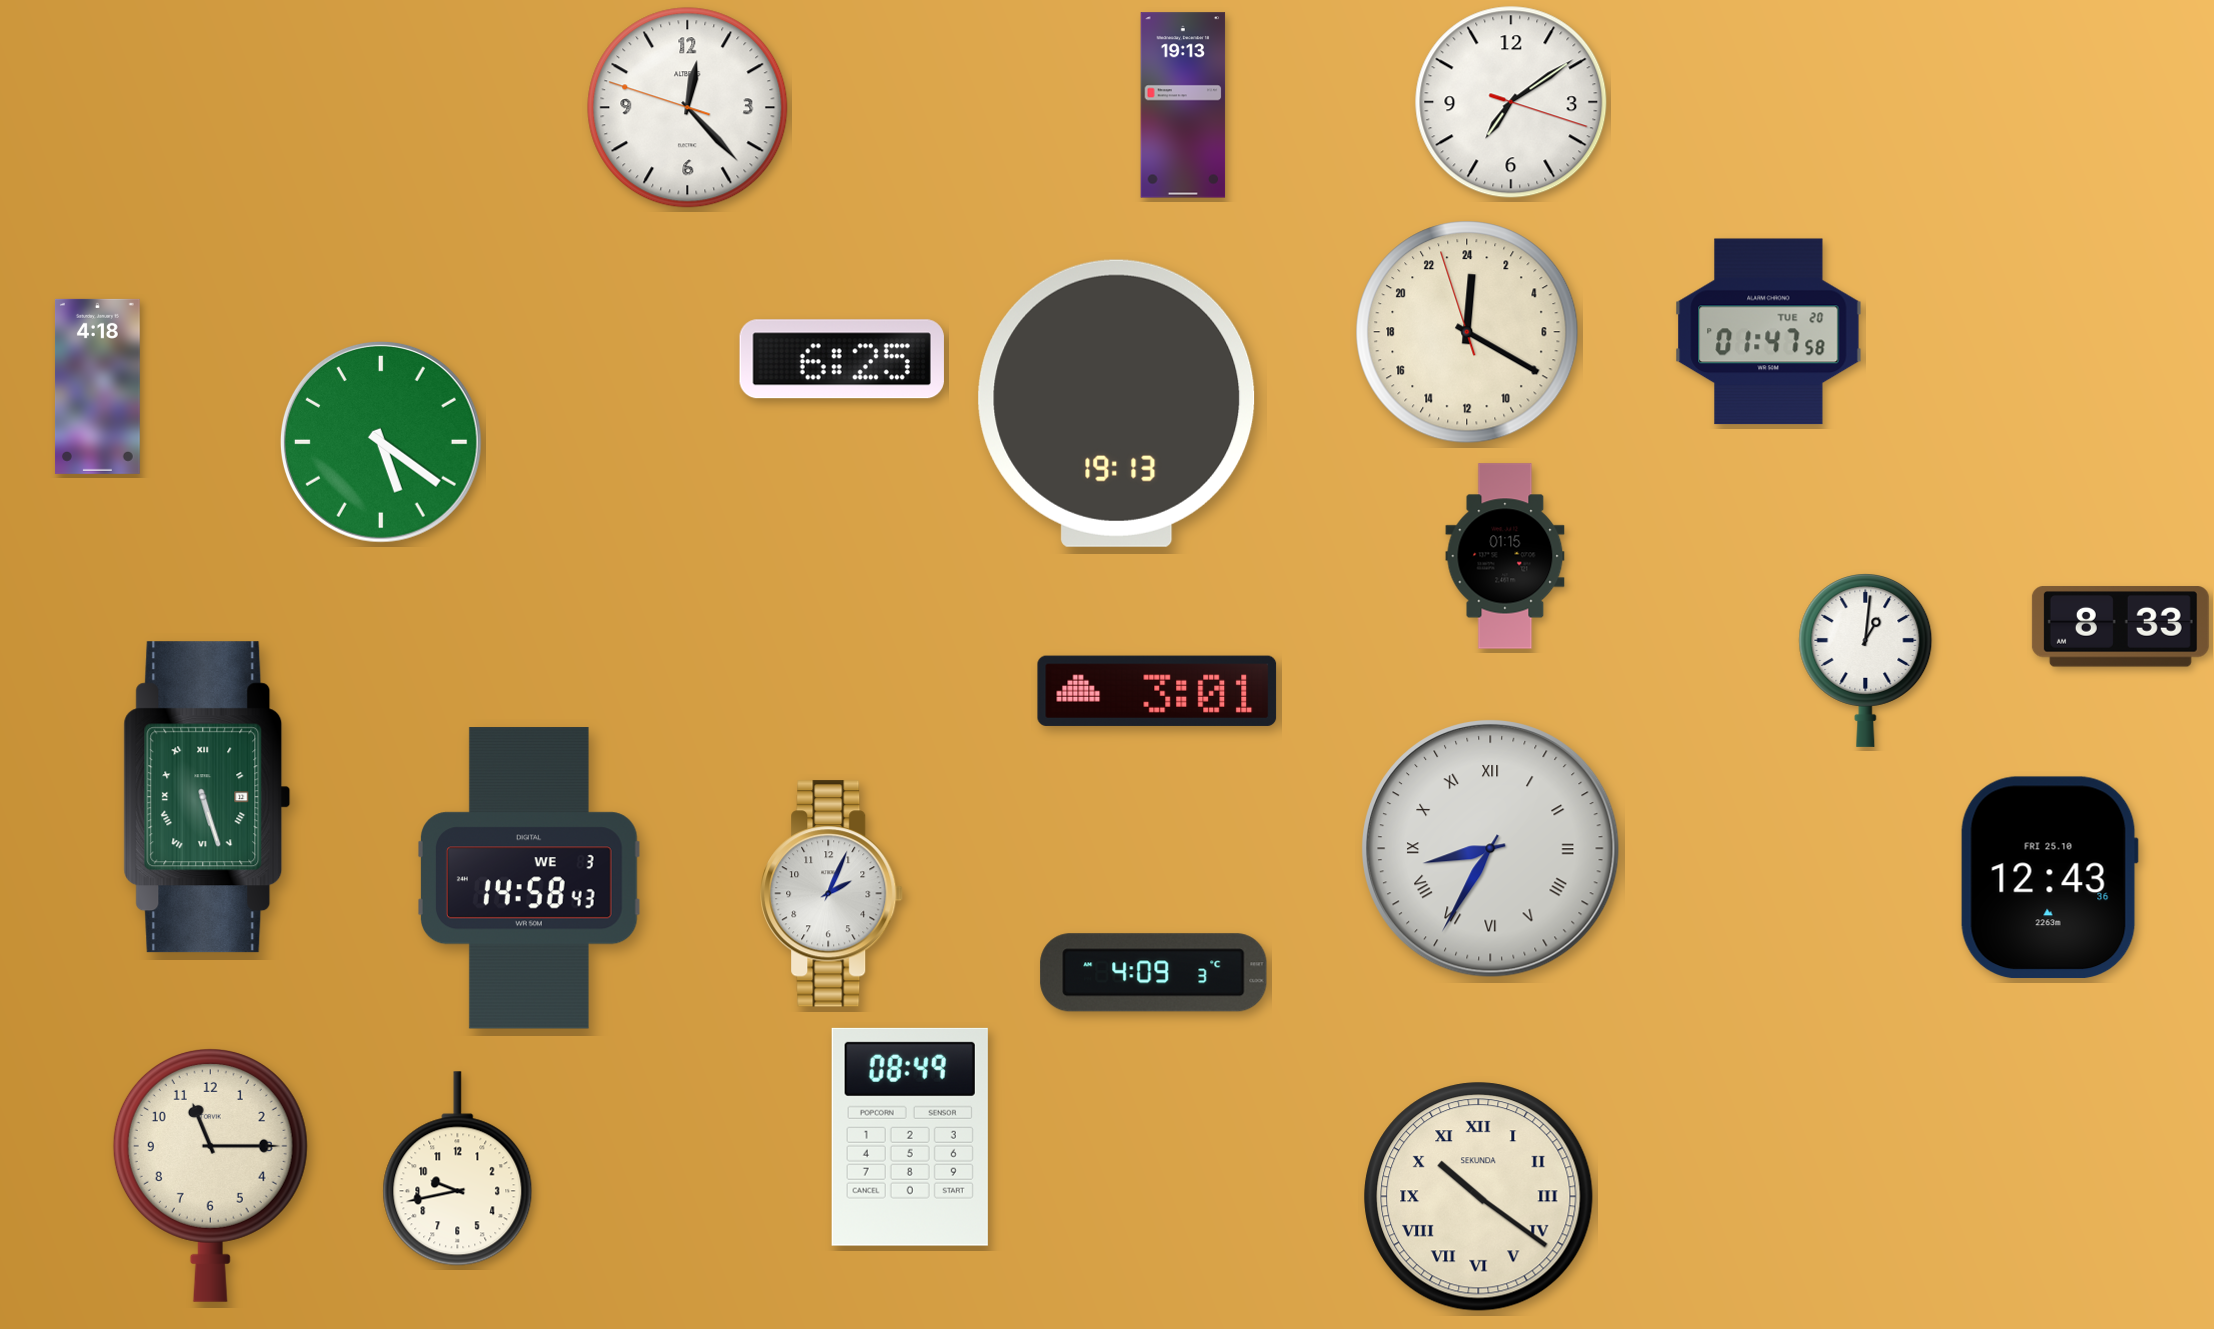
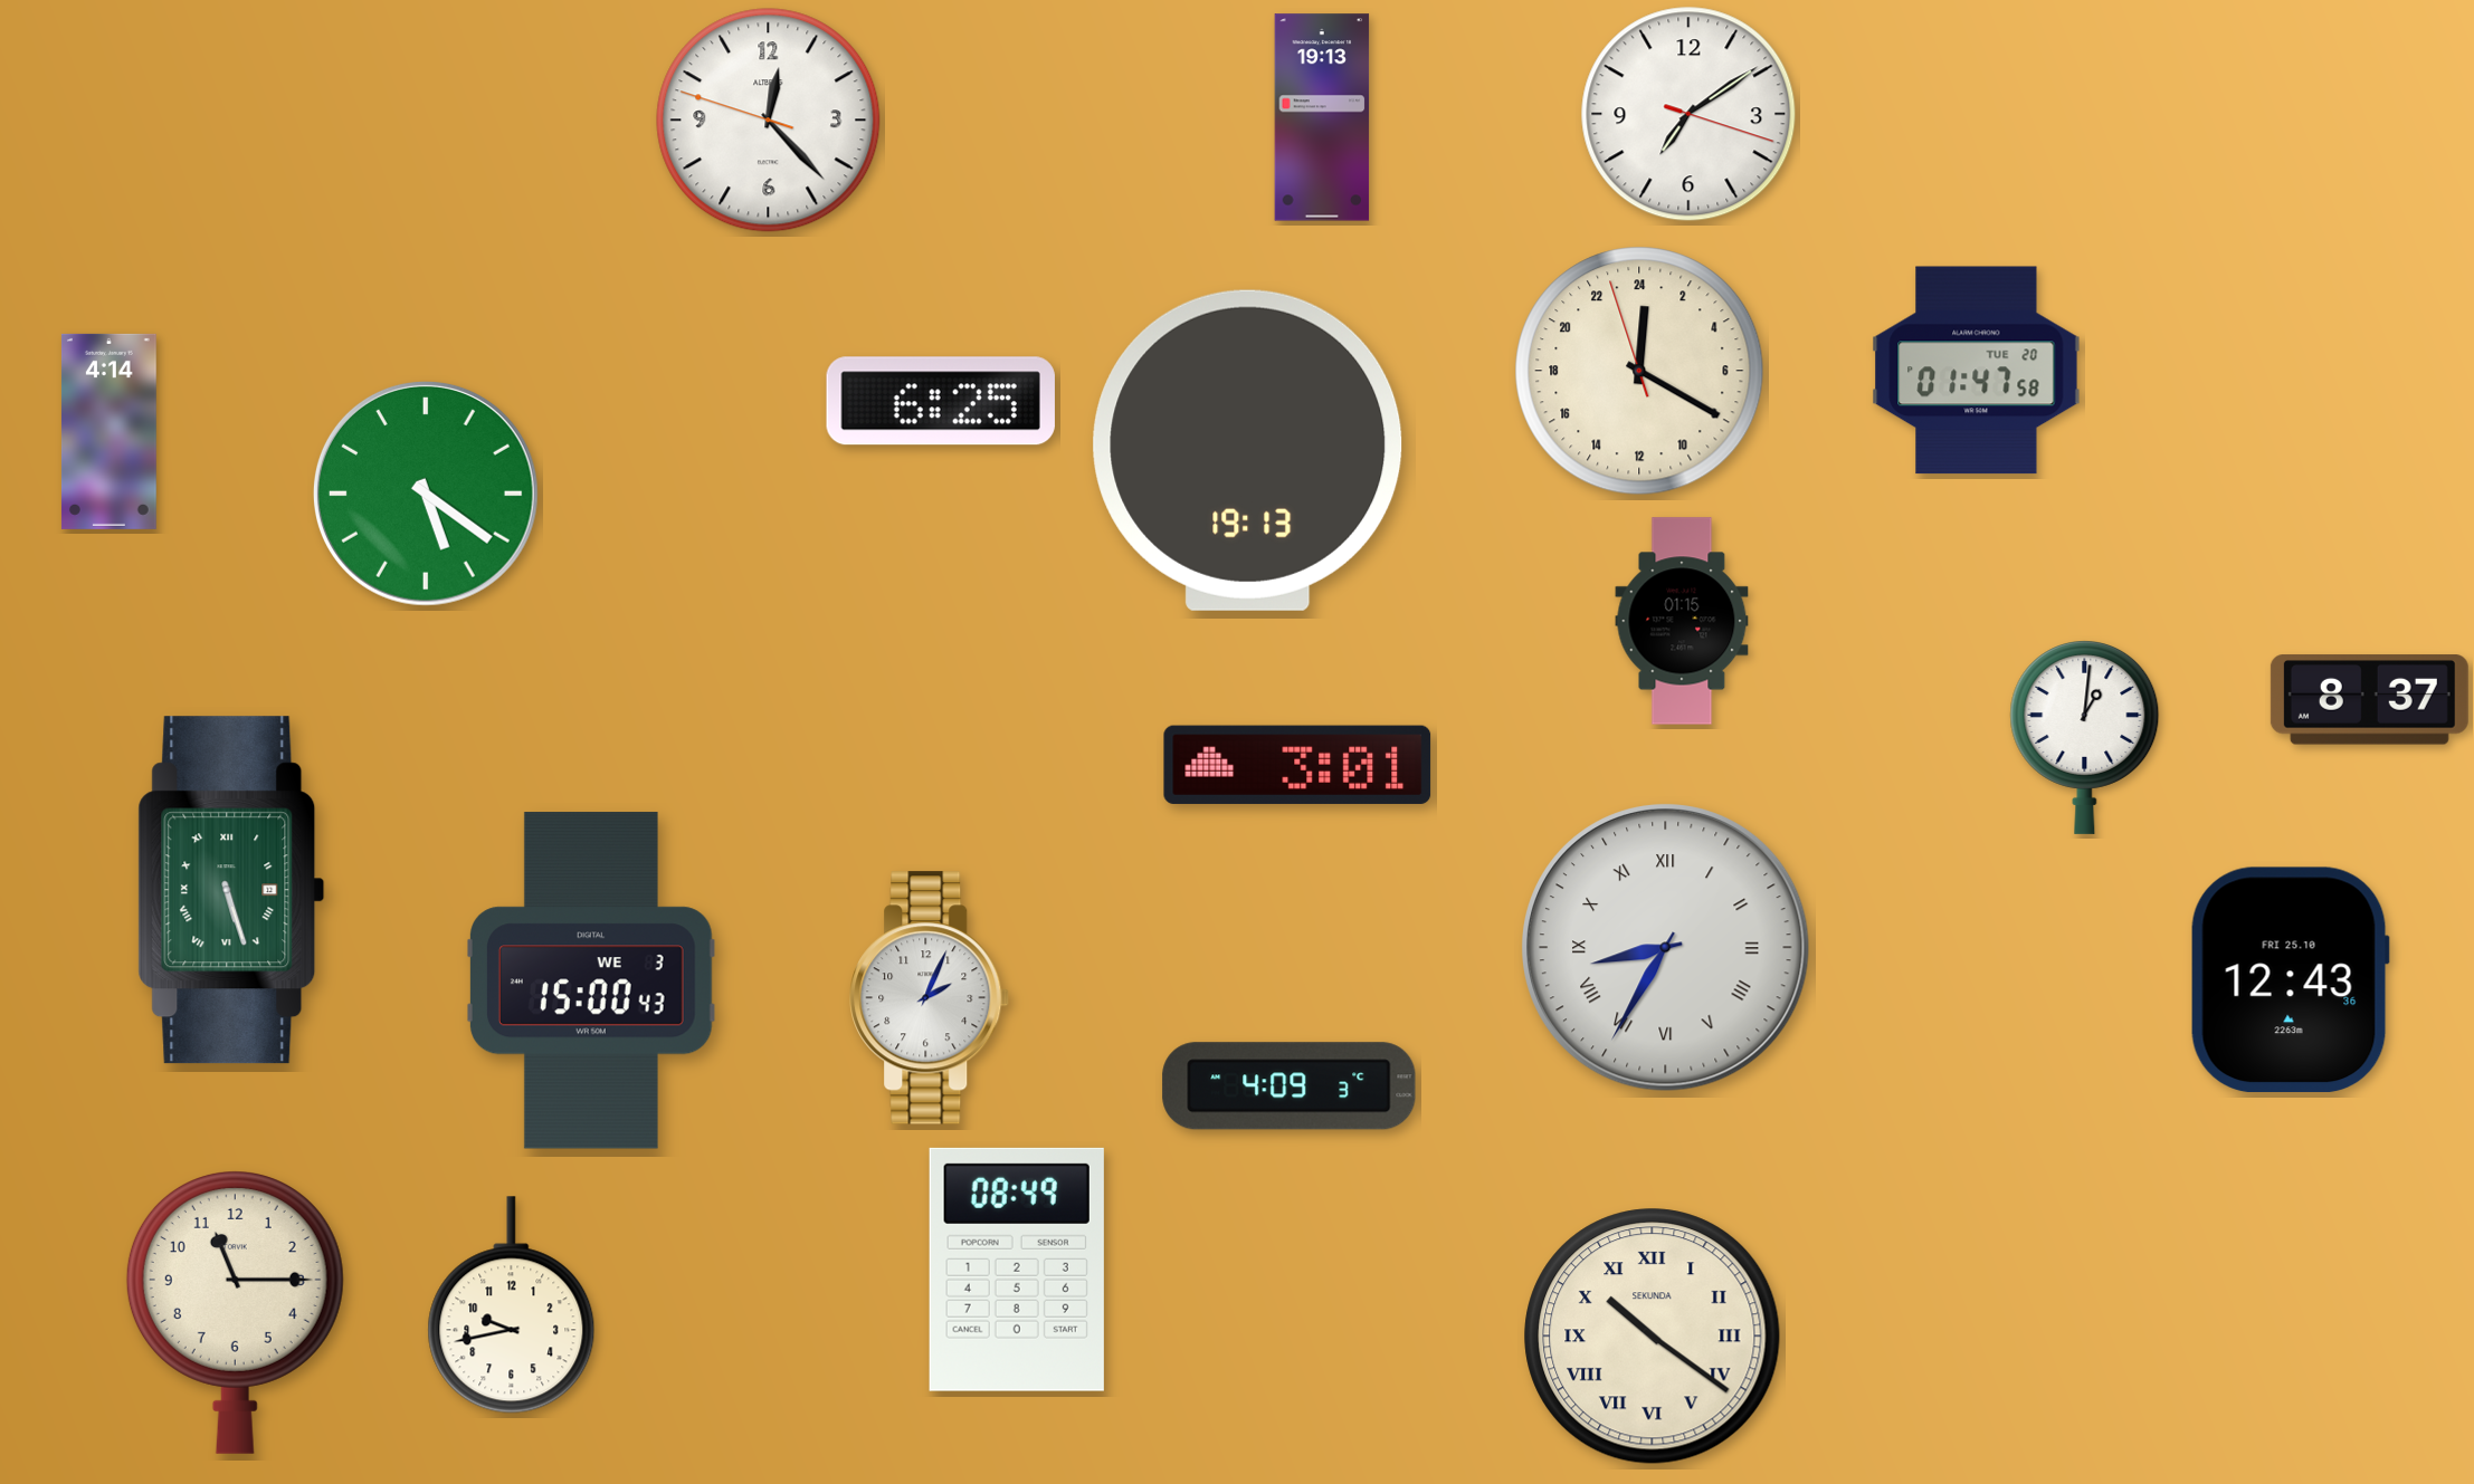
clock at (97, 386): 4:18 -> 4:14
clock at (2120, 627): 8:33 -> 8:37
clock at (1157, 691) position: (1157, 691) -> (1297, 765)
clock at (530, 878): 14:58 -> 15:00
